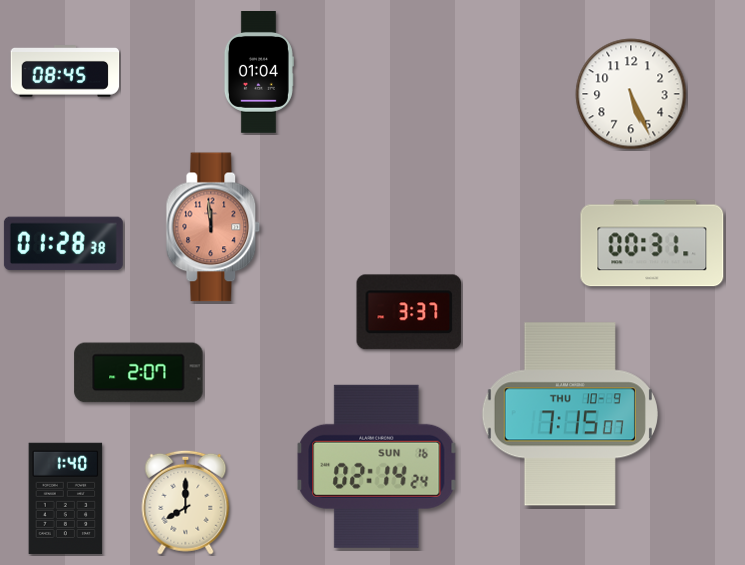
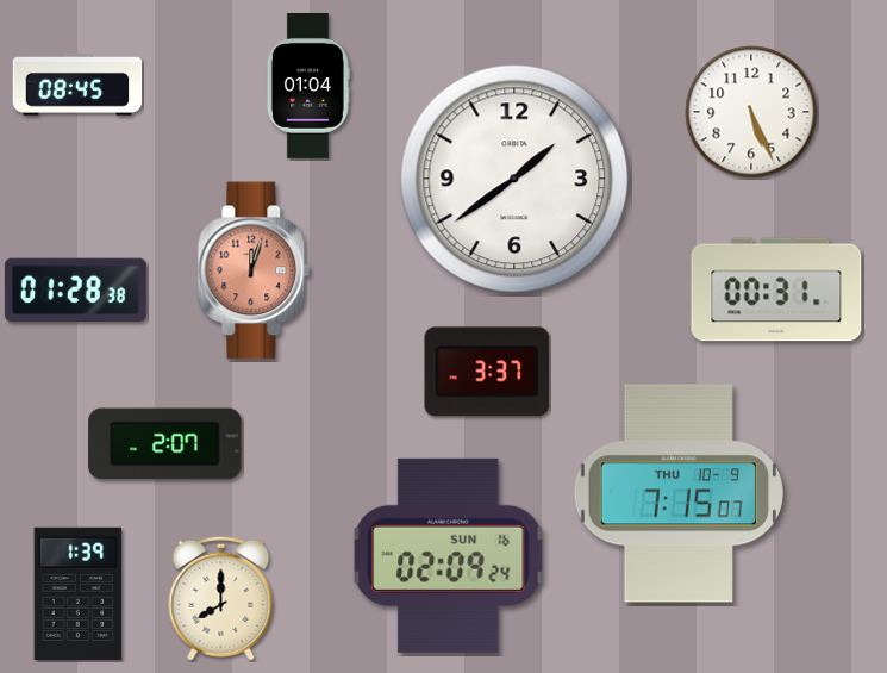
clock at (514, 179): none -> 1:39
clock at (213, 227): 11:59 -> 12:03
clock at (377, 466): 02:14 -> 02:09
clock at (66, 498): 1:40 -> 1:39
